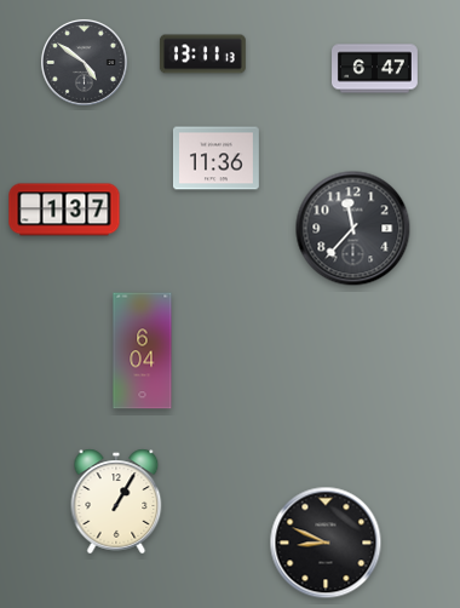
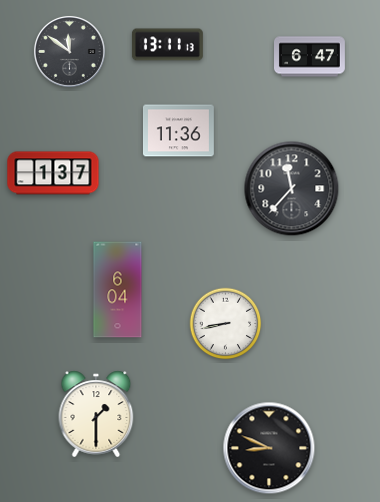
clock at (84, 62): 4:51 -> 11:51
clock at (226, 324): none -> 8:43
clock at (116, 501): 1:05 -> 1:30
